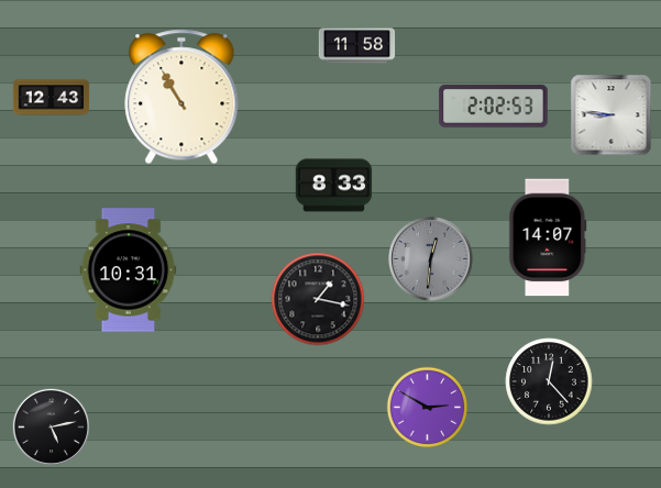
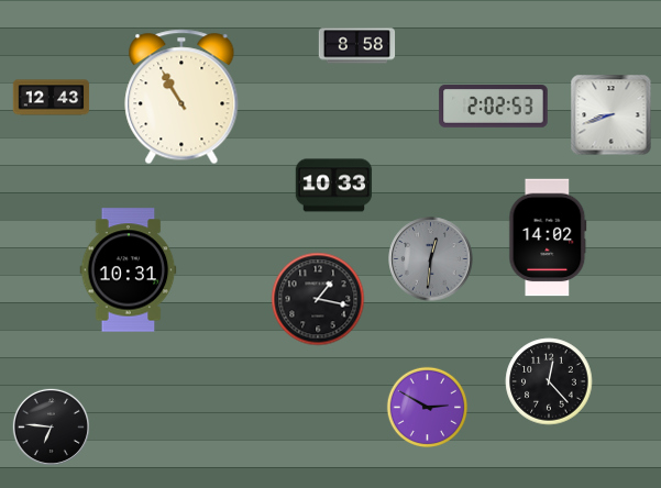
clock at (357, 46): 11:58 -> 8:58
clock at (612, 115): 8:46 -> 8:42
clock at (334, 186): 8:33 -> 10:33
clock at (548, 237): 14:07 -> 14:02
clock at (51, 426): 5:13 -> 6:46
